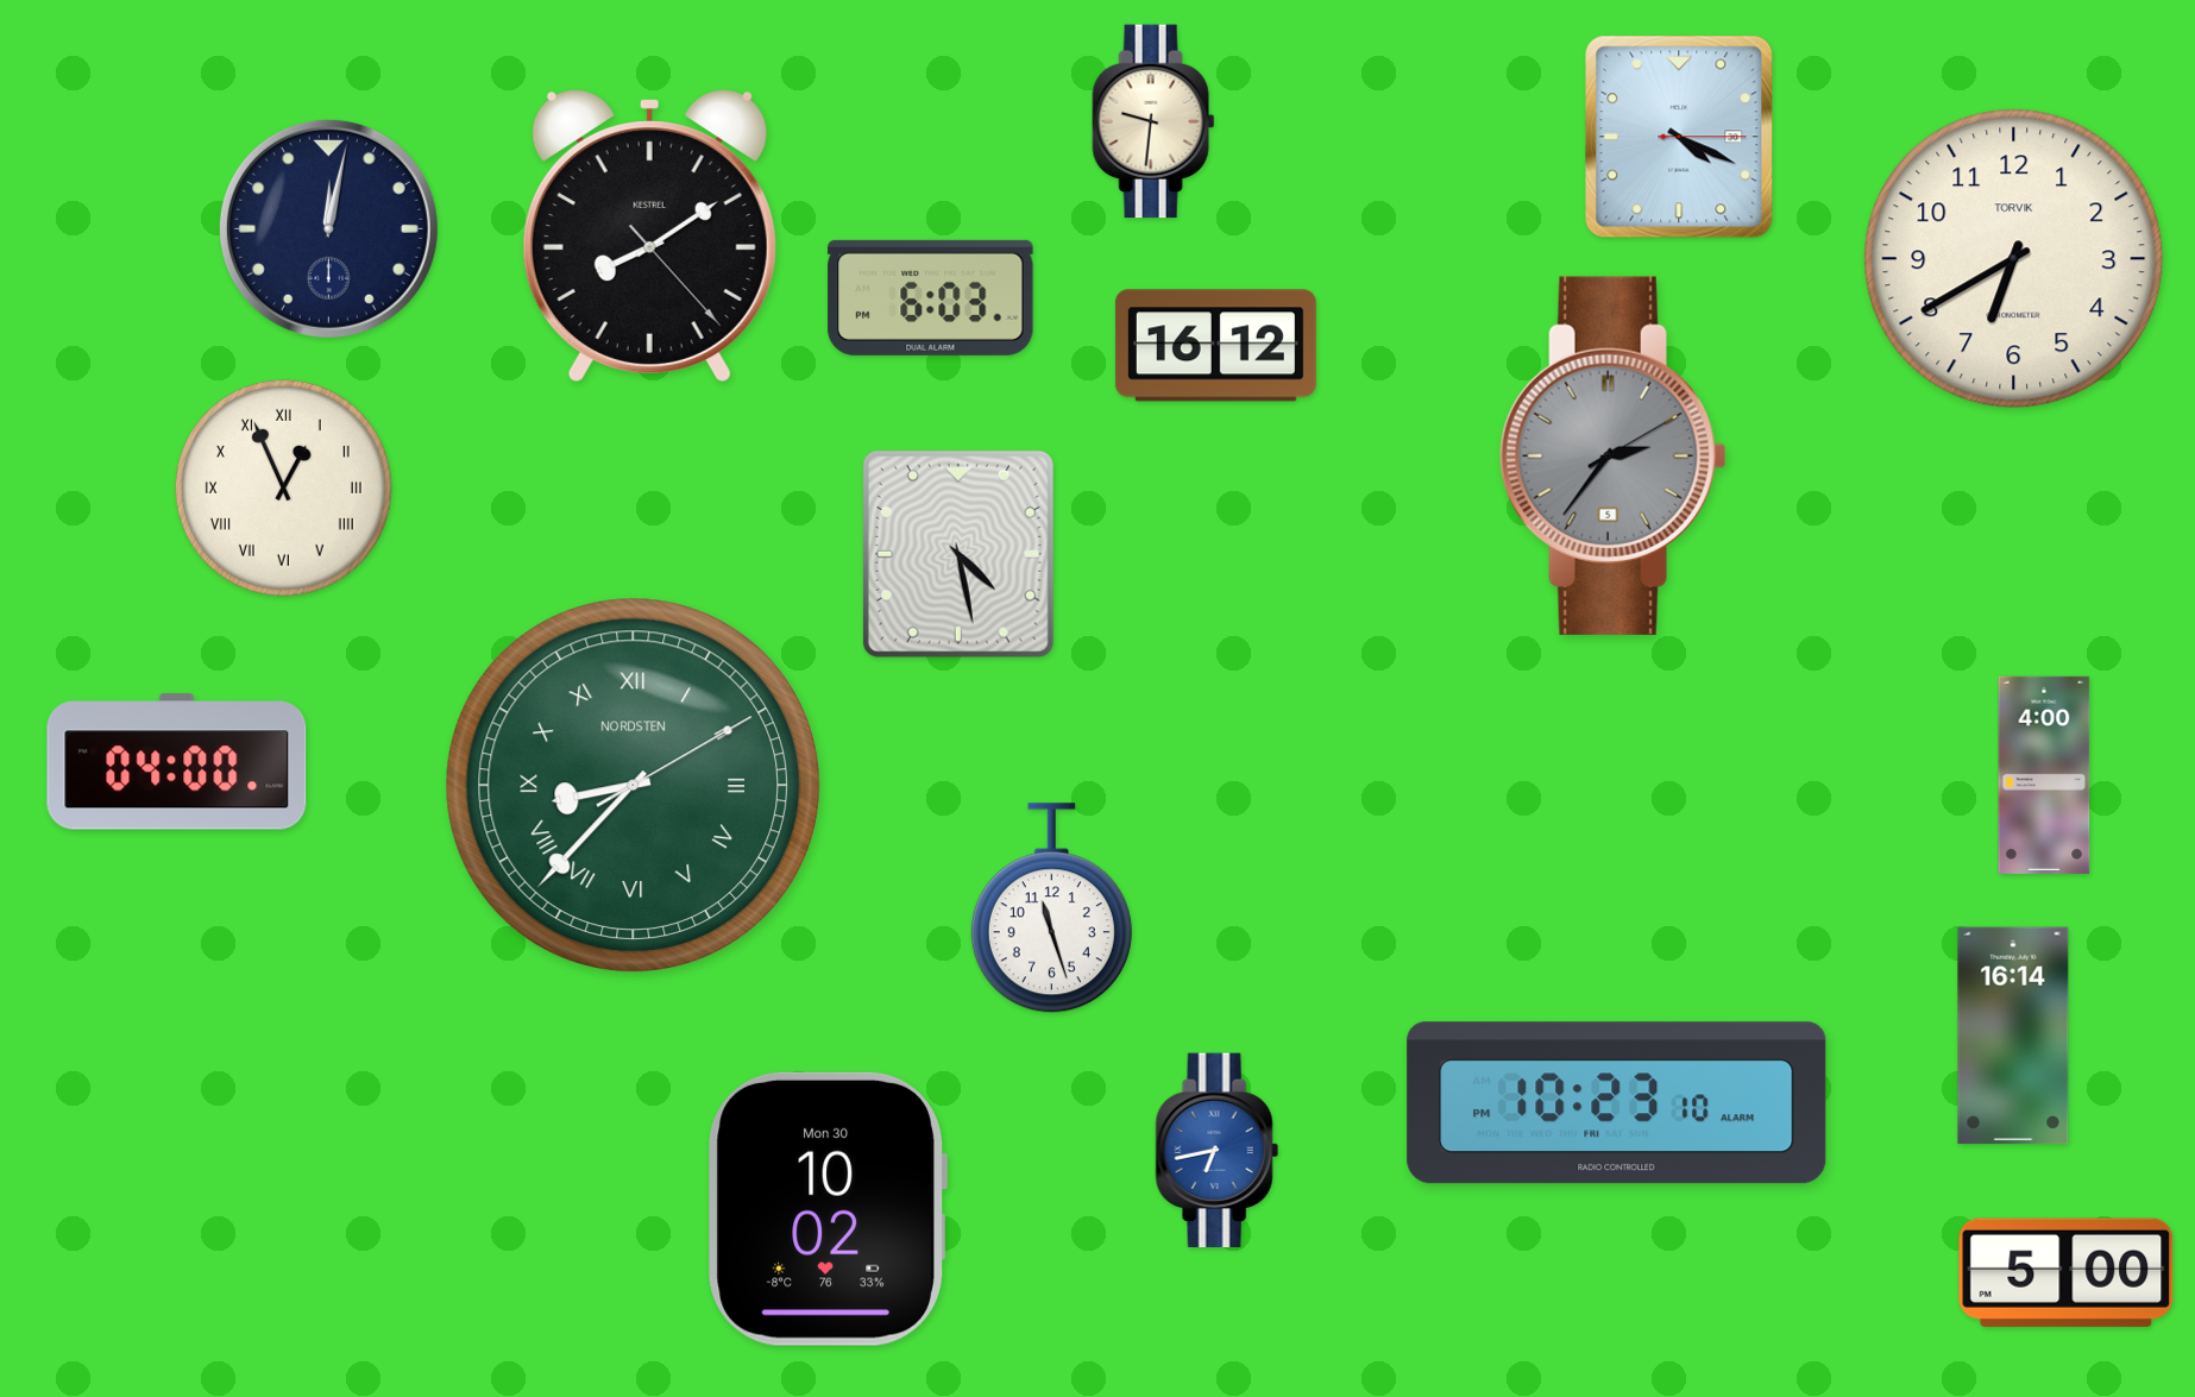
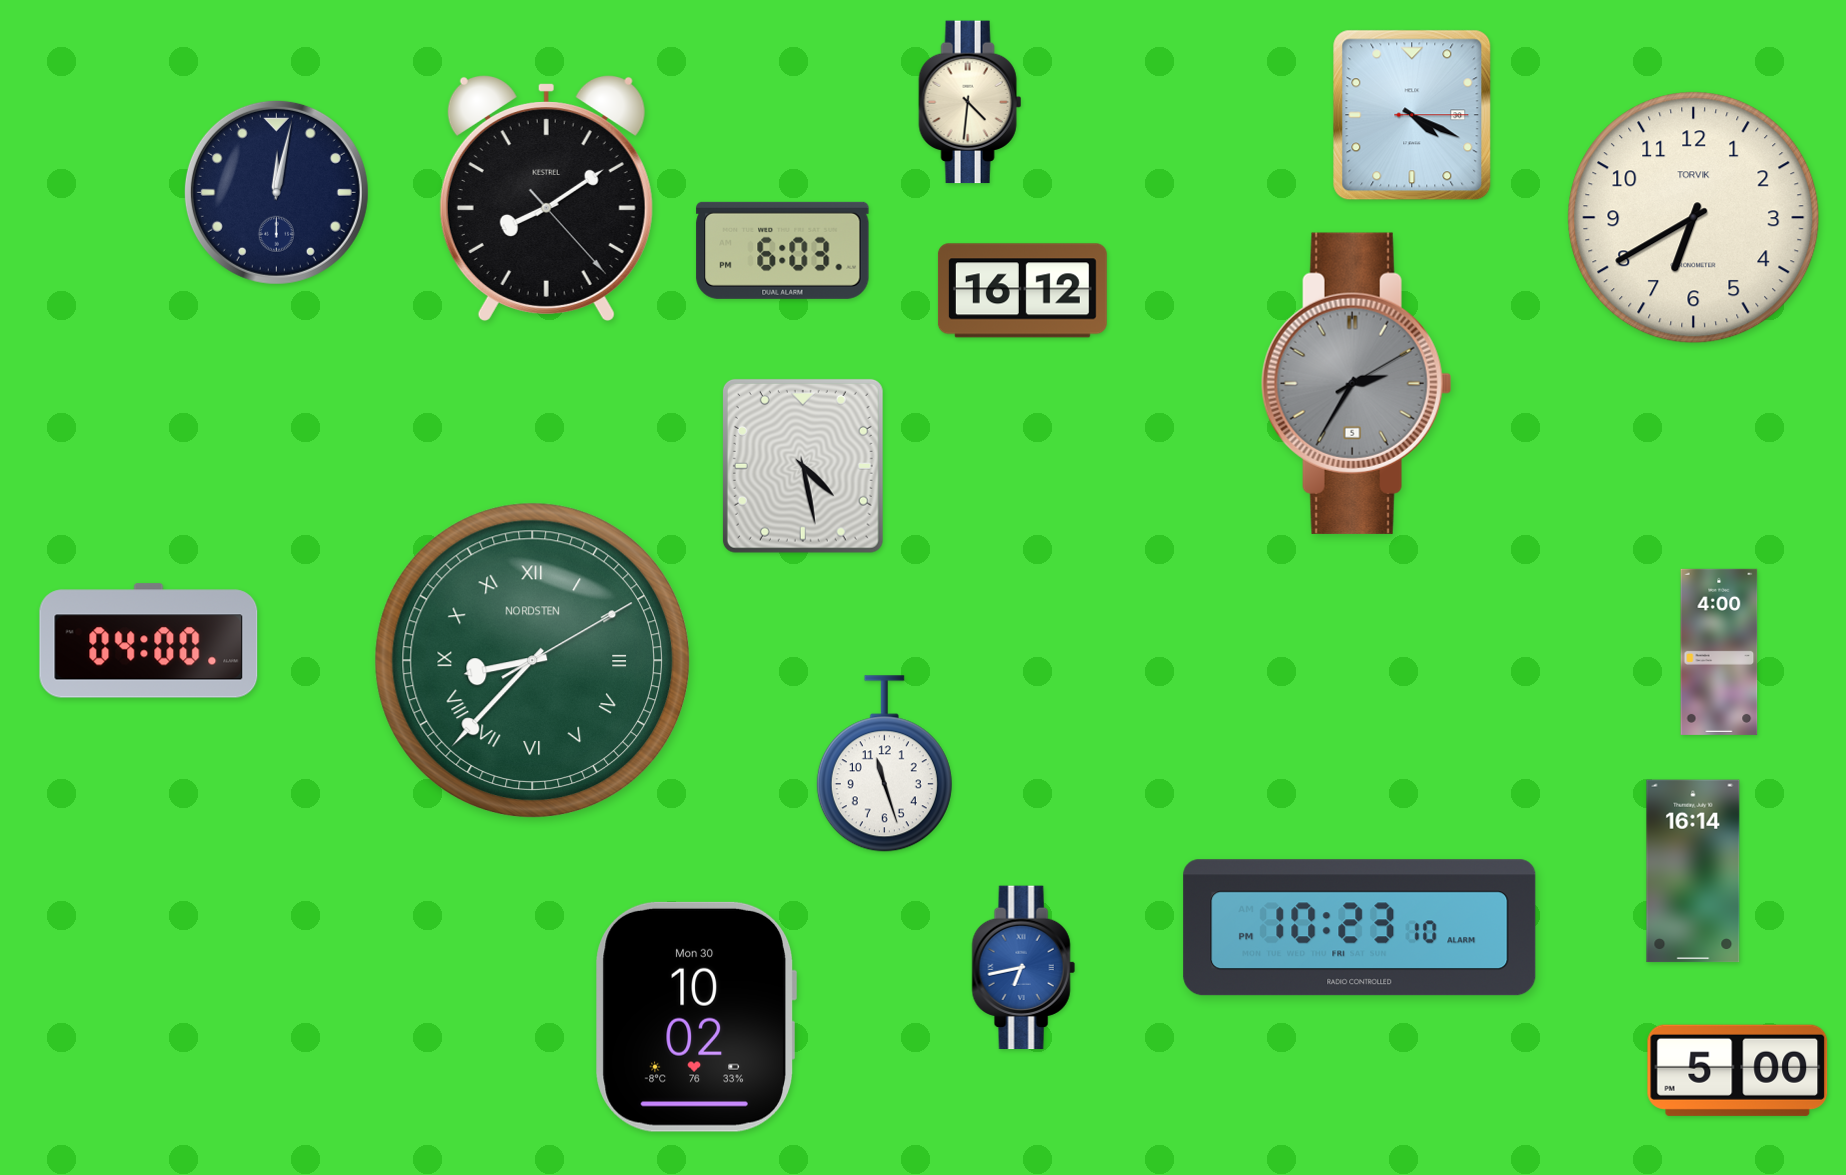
clock at (1153, 121): 9:31 -> 4:31
clock at (1612, 455): 2:36 -> 2:35
clock at (283, 487): 12:56 -> none
clock at (958, 554) position: (958, 554) -> (803, 466)
